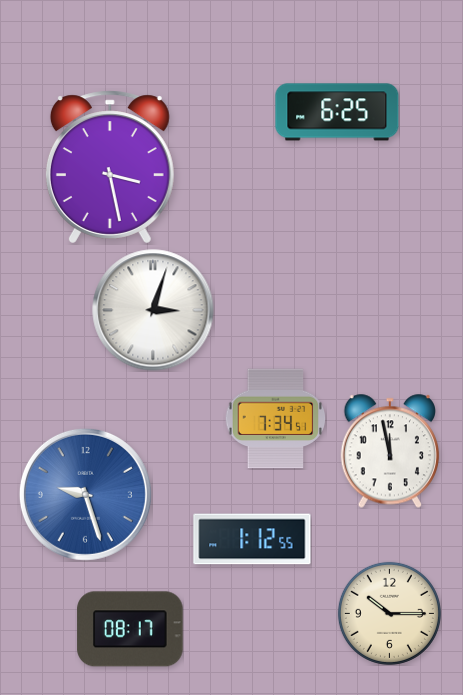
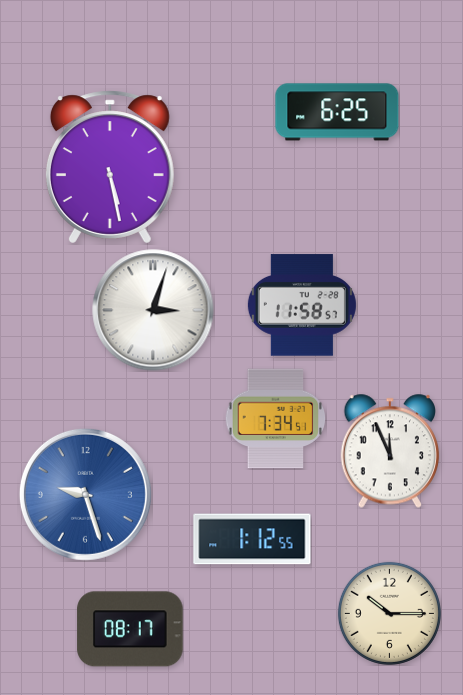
clock at (110, 167): 3:28 -> 5:28
clock at (302, 305): none -> 11:58
clock at (389, 451): 11:58 -> 11:56
